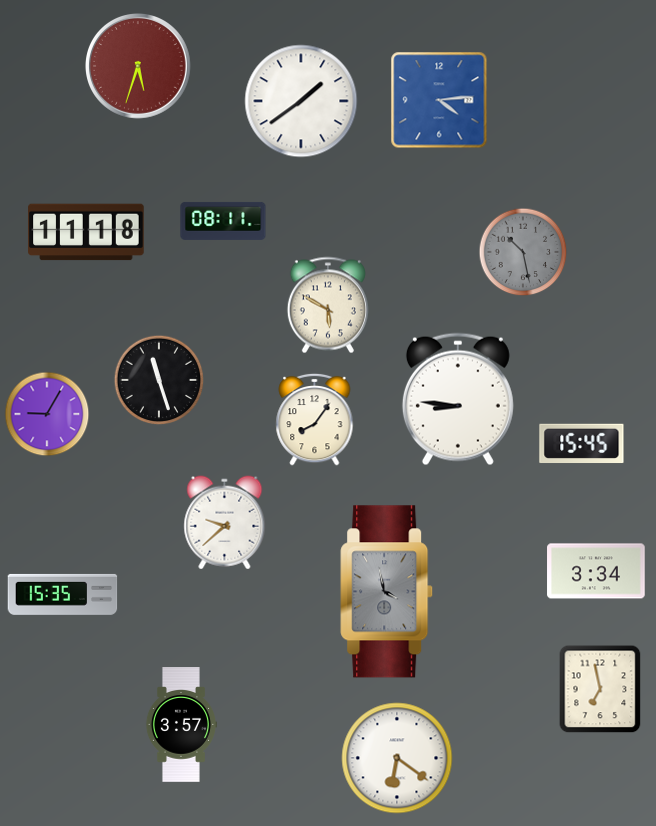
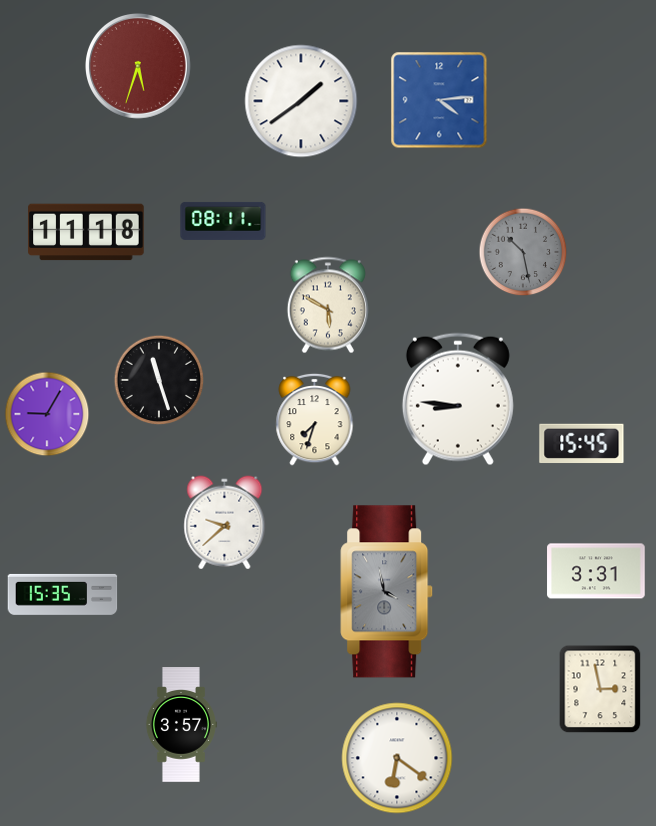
clock at (315, 419): 8:06 -> 7:33
clock at (596, 571): 3:34 -> 3:31
clock at (600, 689): 6:58 -> 2:58
